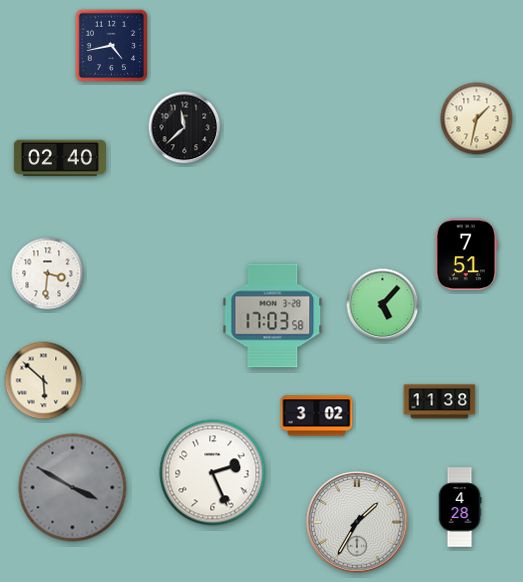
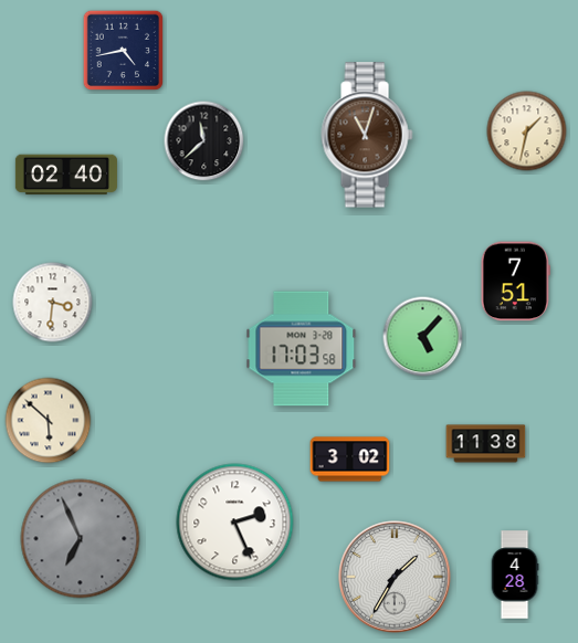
clock at (367, 135): none -> 11:03
clock at (73, 488): 3:50 -> 6:56
clock at (460, 507) position: (460, 507) -> (515, 575)
